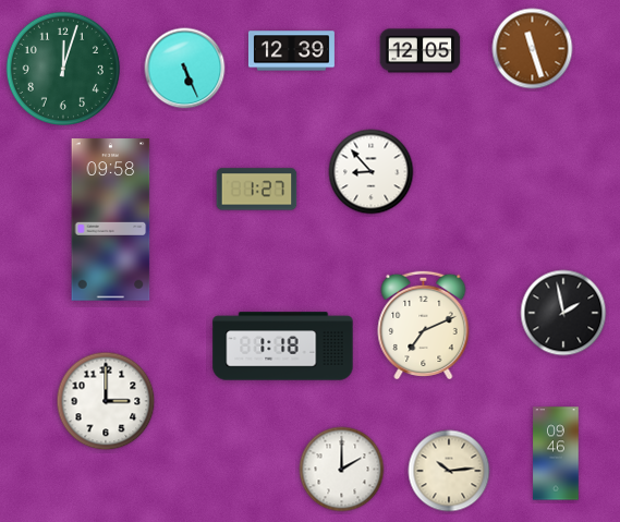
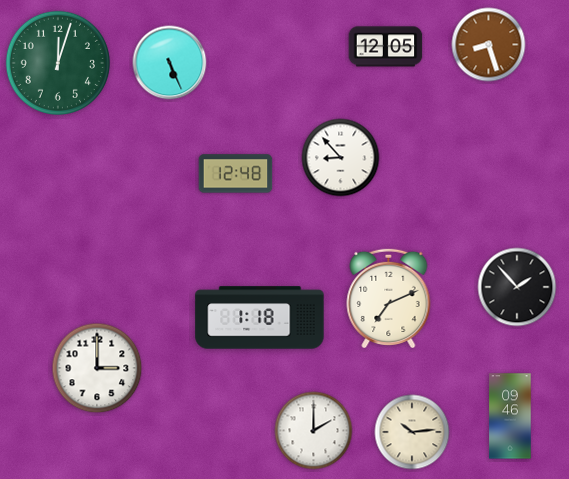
clock at (533, 49): 11:27 -> 8:27
clock at (291, 51): 12:39 -> none
clock at (257, 190): 1:27 -> 12:48
clock at (111, 220): 09:58 -> none
clock at (563, 313): 1:58 -> 1:53
